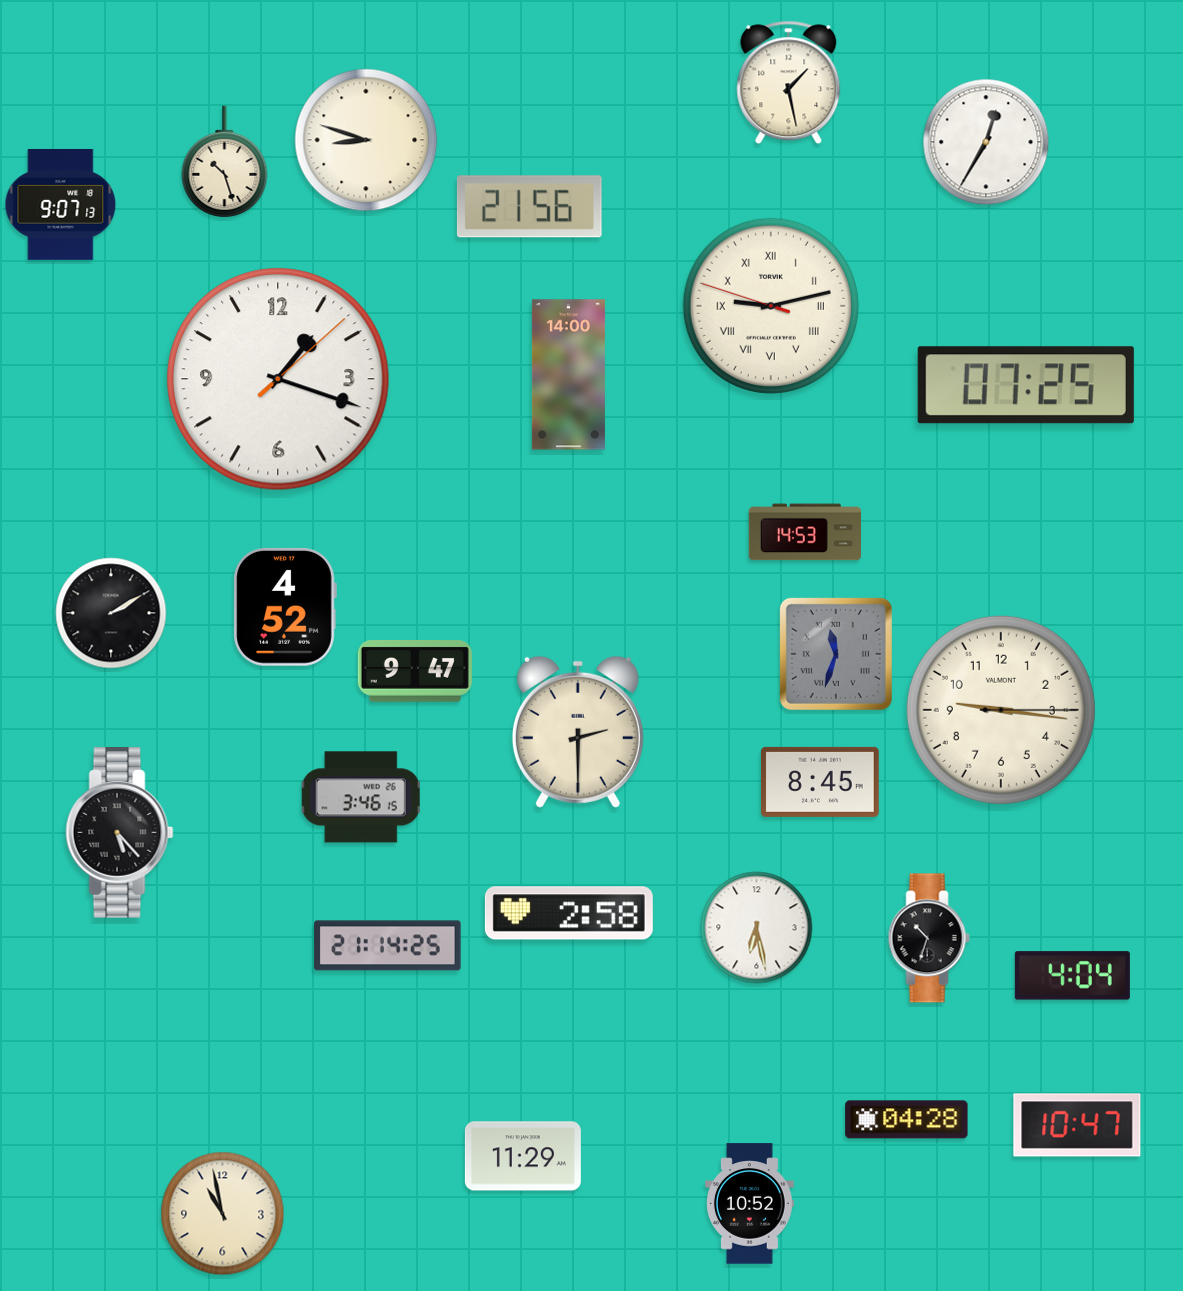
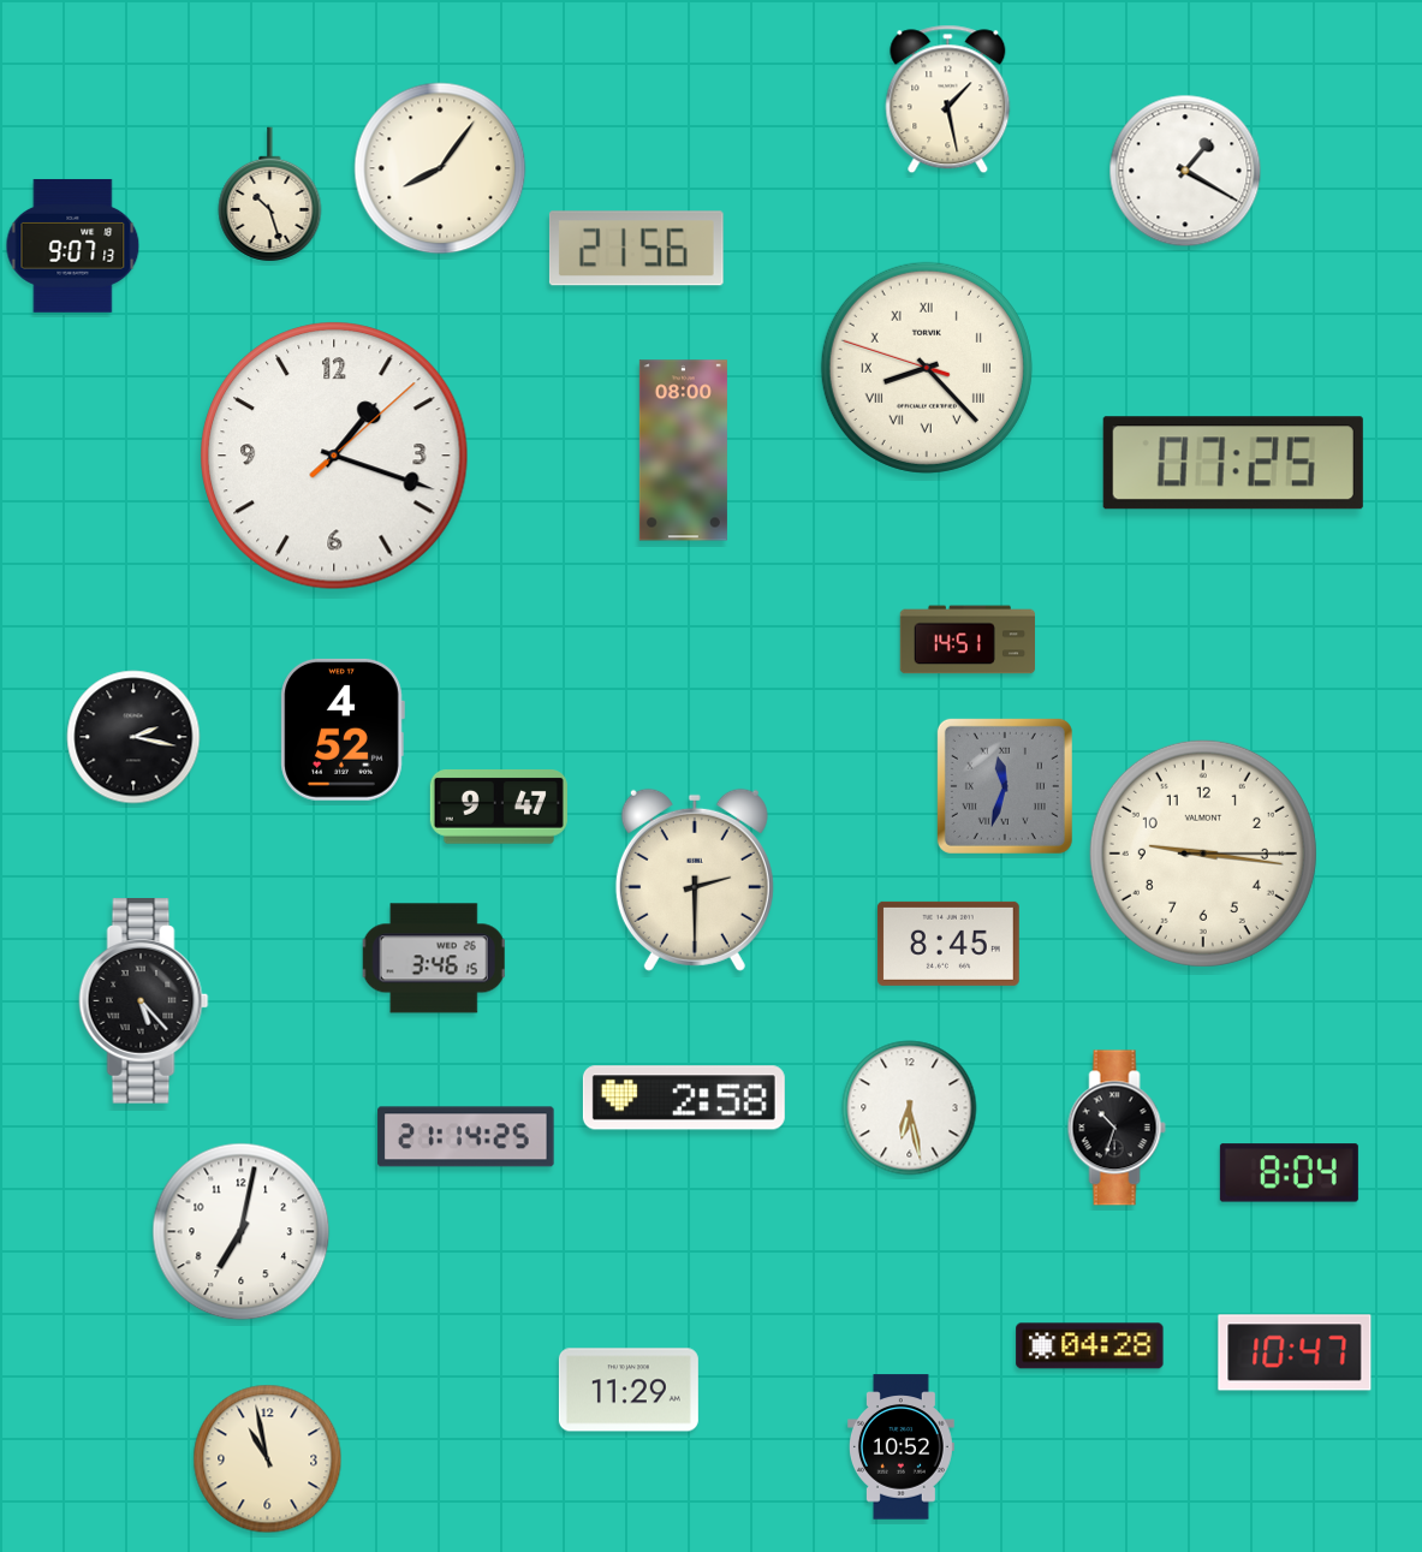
clock at (366, 140): 8:48 -> 8:06
clock at (986, 142): 12:35 -> 1:20
clock at (771, 306): 9:12 -> 8:22
clock at (568, 375): 14:00 -> 08:00
clock at (804, 532): 14:53 -> 14:51
clock at (111, 613): 2:10 -> 2:17
clock at (820, 782) position: (820, 782) -> (948, 944)
clock at (757, 928) position: (757, 928) -> (910, 1108)
clock at (1072, 976): 4:04 -> 8:04
clock at (242, 1232): none -> 7:02
